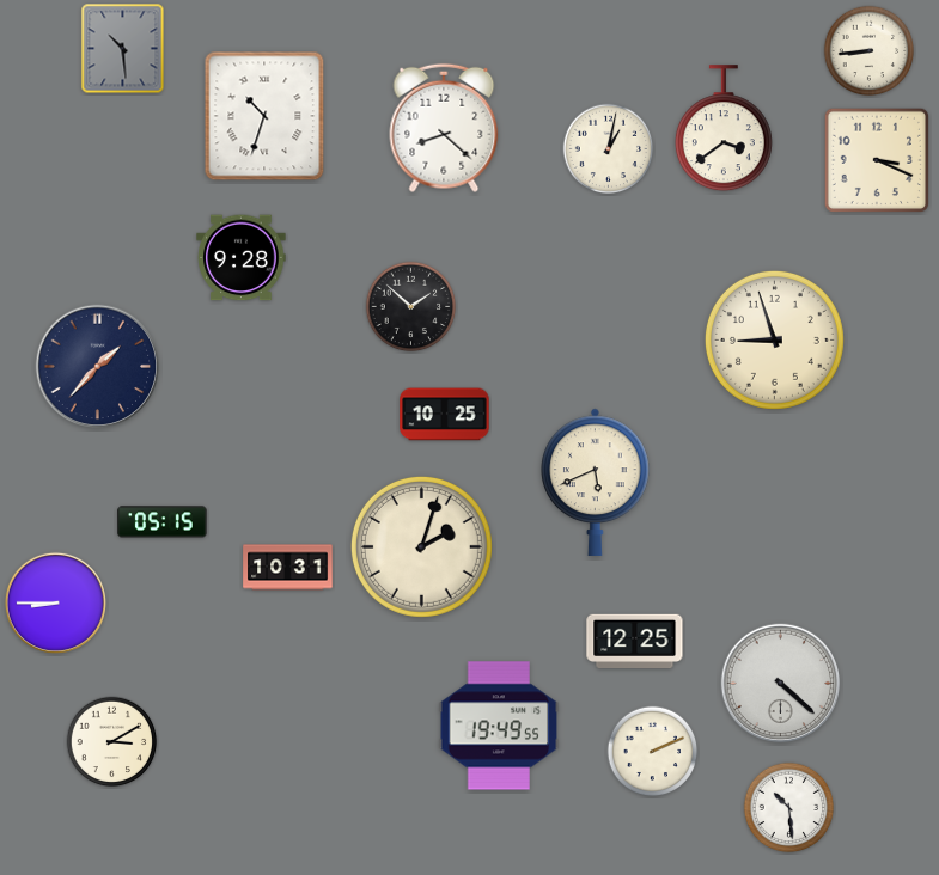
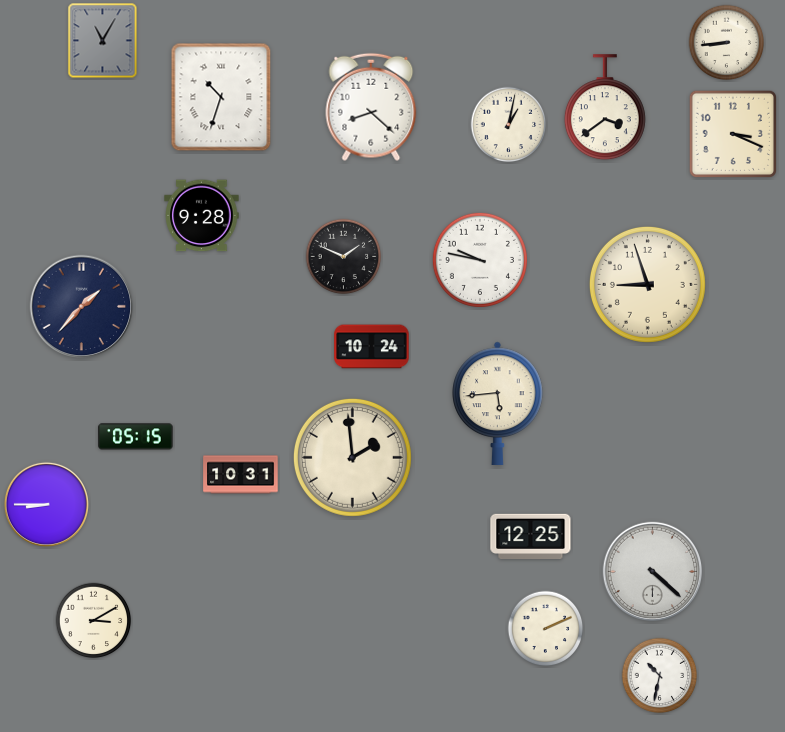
clock at (123, 49): 10:29 -> 11:05
clock at (411, 307): 1:52 -> 1:49
clock at (480, 260): none -> 9:47
clock at (445, 415): 10:25 -> 10:24
clock at (596, 482): 5:41 -> 5:44
clock at (421, 546): 2:03 -> 1:59
clock at (499, 726): 19:49 -> none
clock at (789, 808): 10:29 -> 10:32
